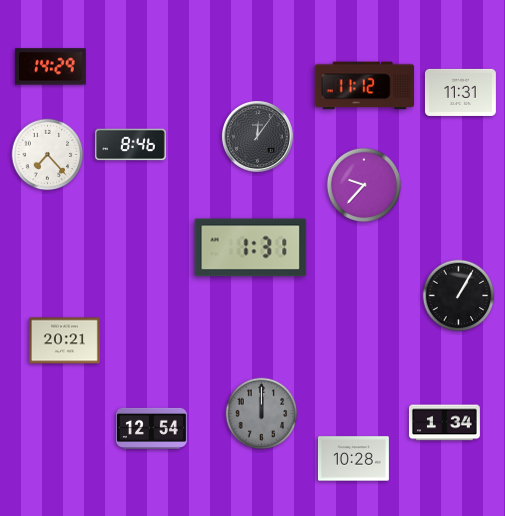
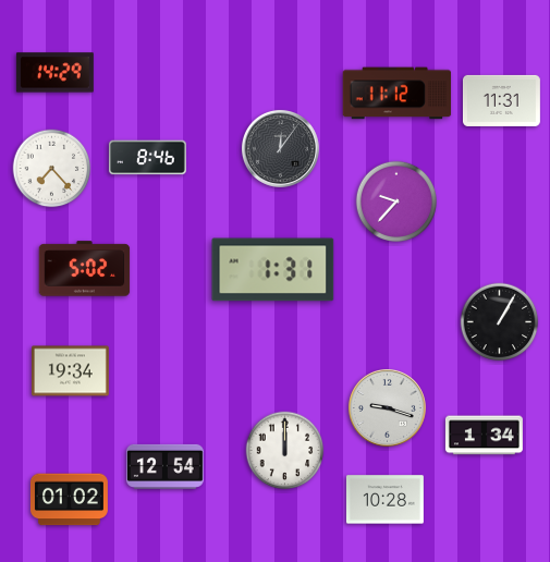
clock at (130, 145) position: (130, 145) -> (147, 158)
clock at (85, 269): none -> 5:02
clock at (64, 341): 20:21 -> 19:34
clock at (387, 407): none -> 9:18
clock at (262, 414) dial: grey -> white
clock at (444, 423) position: (444, 423) -> (484, 436)
clock at (69, 500): none -> 01:02
